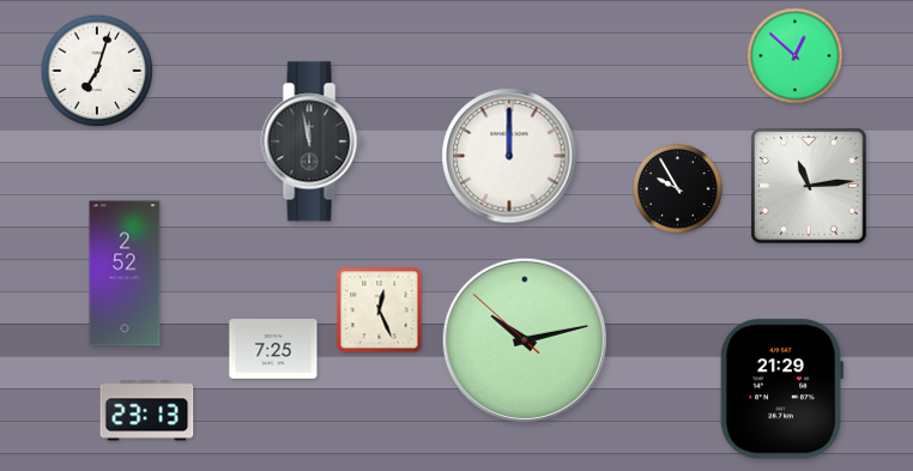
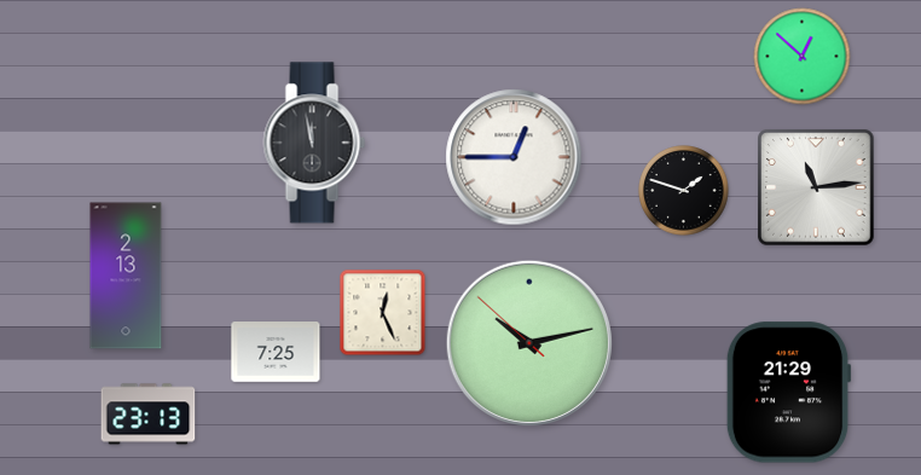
clock at (97, 71): 7:03 -> none
clock at (509, 156): 12:00 -> 12:45
clock at (678, 189): 9:55 -> 1:48
clock at (125, 273): 2:52 -> 2:13
